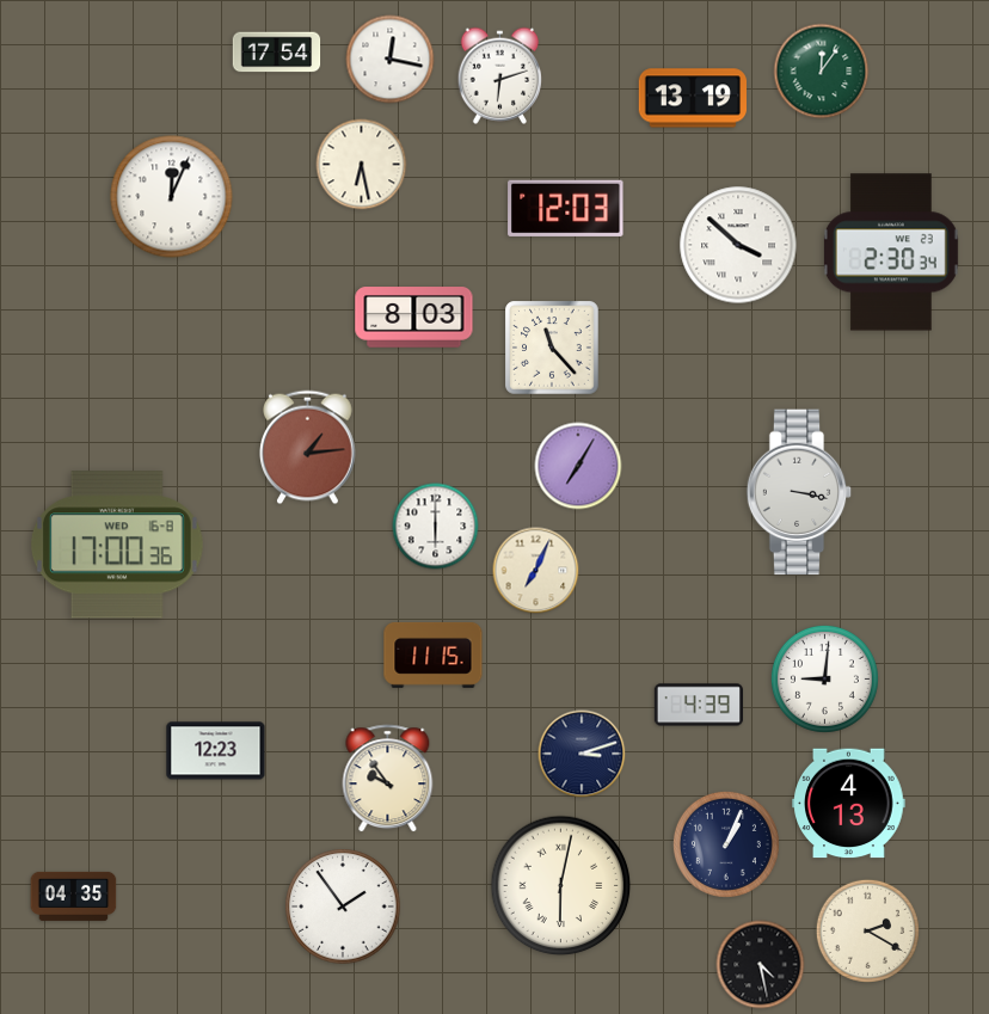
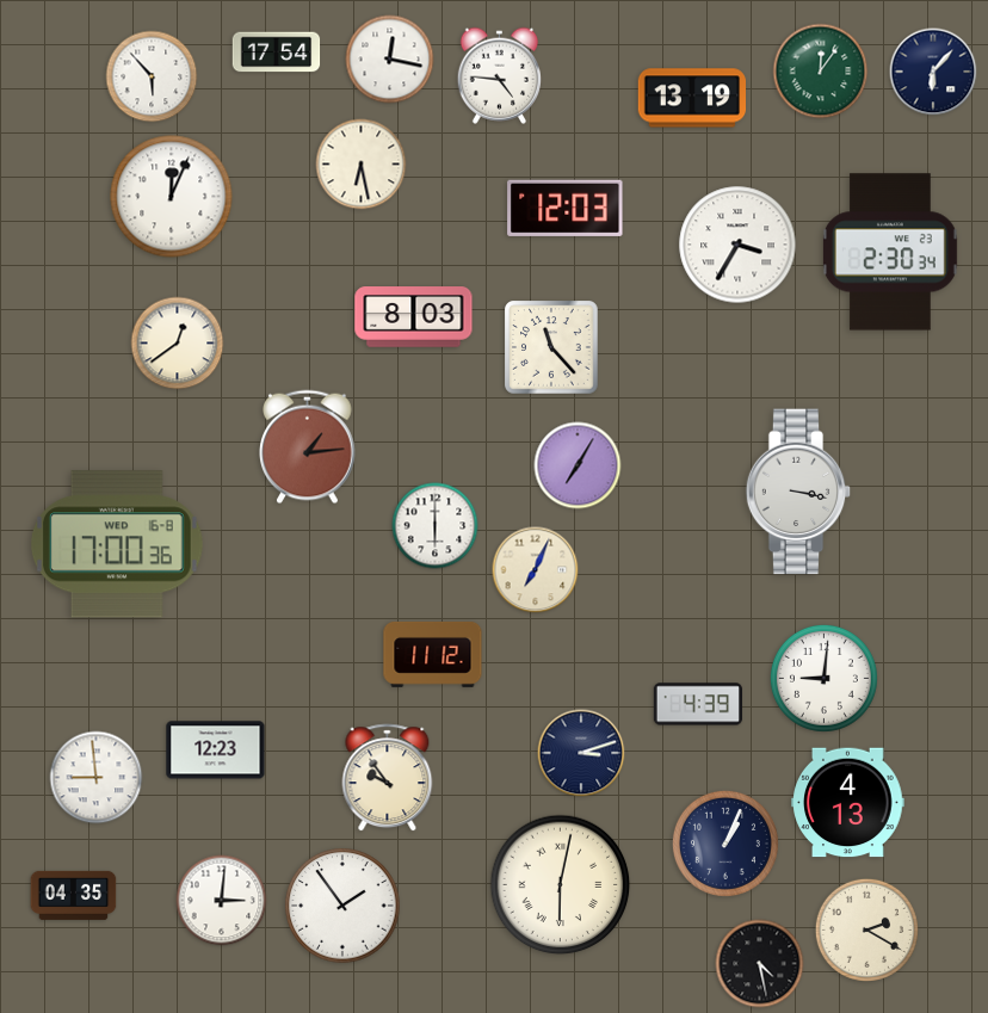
clock at (933, 72): none -> 6:07
clock at (499, 75): 6:12 -> 4:46
clock at (152, 76): none -> 5:53
clock at (738, 245): 3:52 -> 3:35
clock at (178, 344): none -> 12:39
clock at (434, 655): 11:15 -> 11:12
clock at (97, 778): none -> 8:59
clock at (222, 901): none -> 3:01
